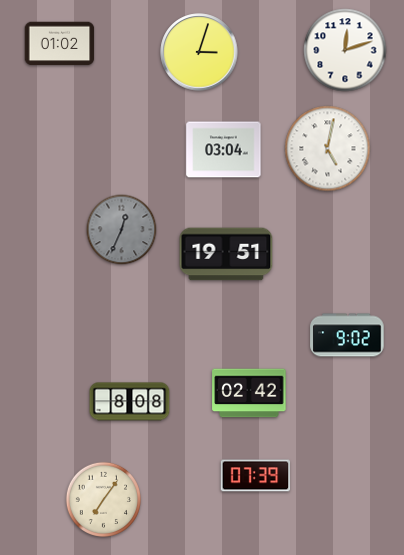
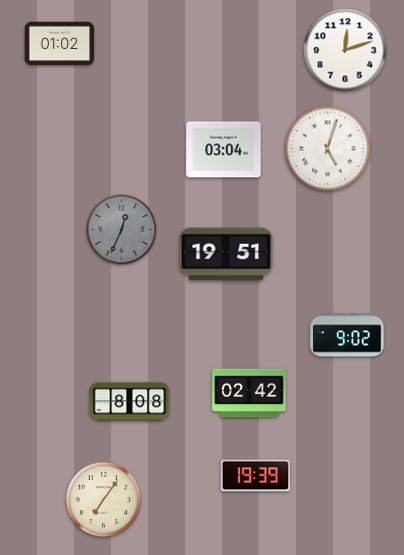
clock at (199, 52): 3:03 -> none
clock at (328, 149): 5:02 -> 5:03
clock at (256, 476): 07:39 -> 19:39
